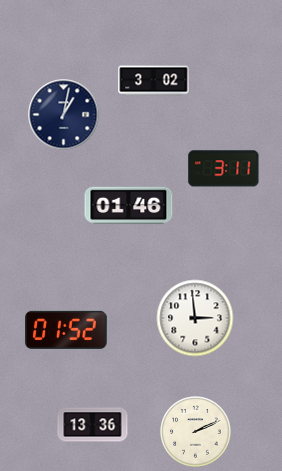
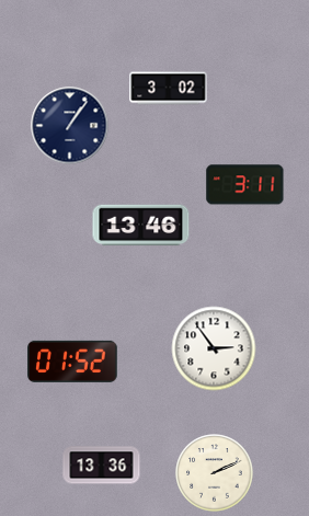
clock at (64, 115): 1:02 -> 1:06
clock at (129, 206): 01:46 -> 13:46
clock at (195, 318): 2:59 -> 2:54
